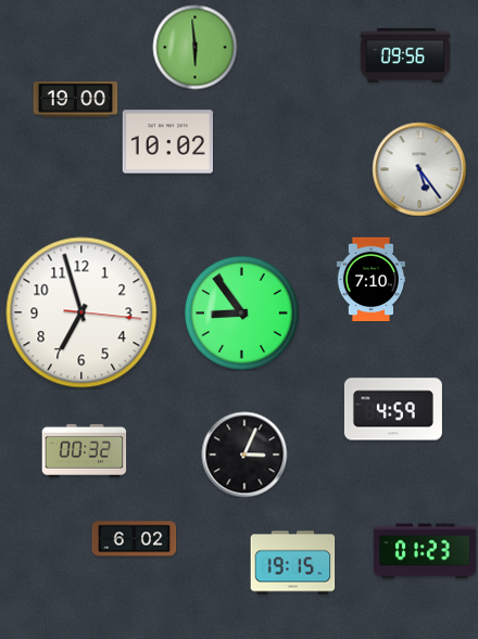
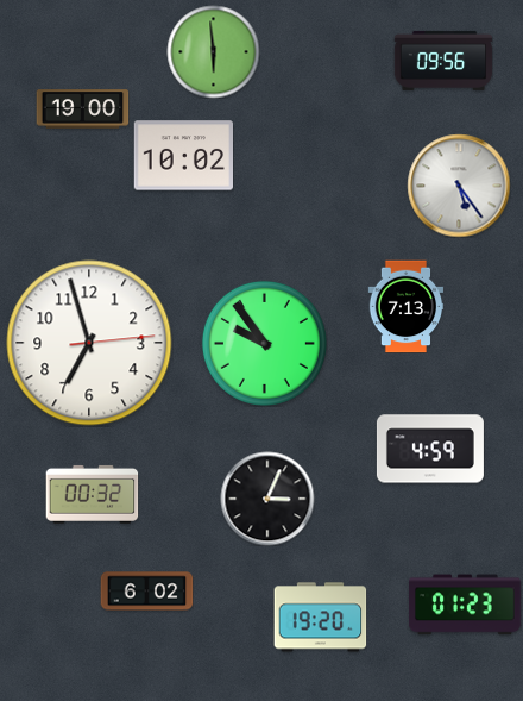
clock at (372, 279): 7:10 -> 7:13
clock at (81, 312): 6:57:16 -> 6:57:14
clock at (241, 312): 8:54 -> 9:54
clock at (292, 563): 19:15 -> 19:20
